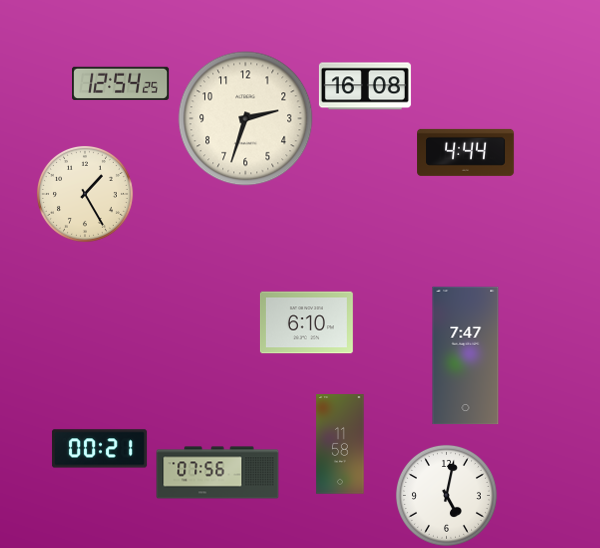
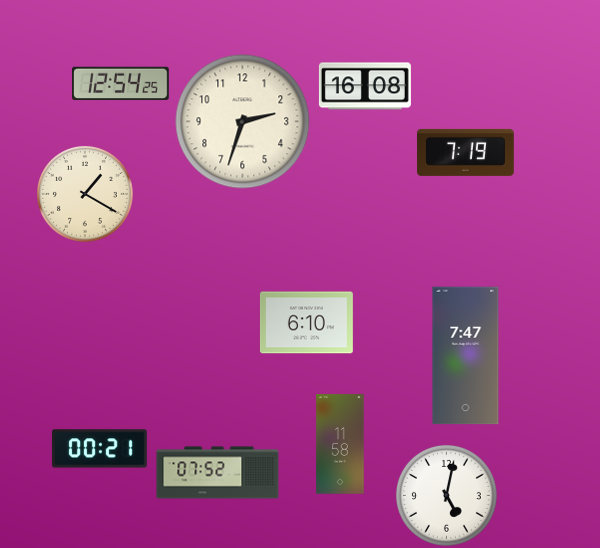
clock at (246, 119) position: (246, 119) -> (243, 122)
clock at (466, 152): 4:44 -> 7:19
clock at (85, 194): 1:25 -> 1:20
clock at (218, 473): 07:56 -> 07:52
